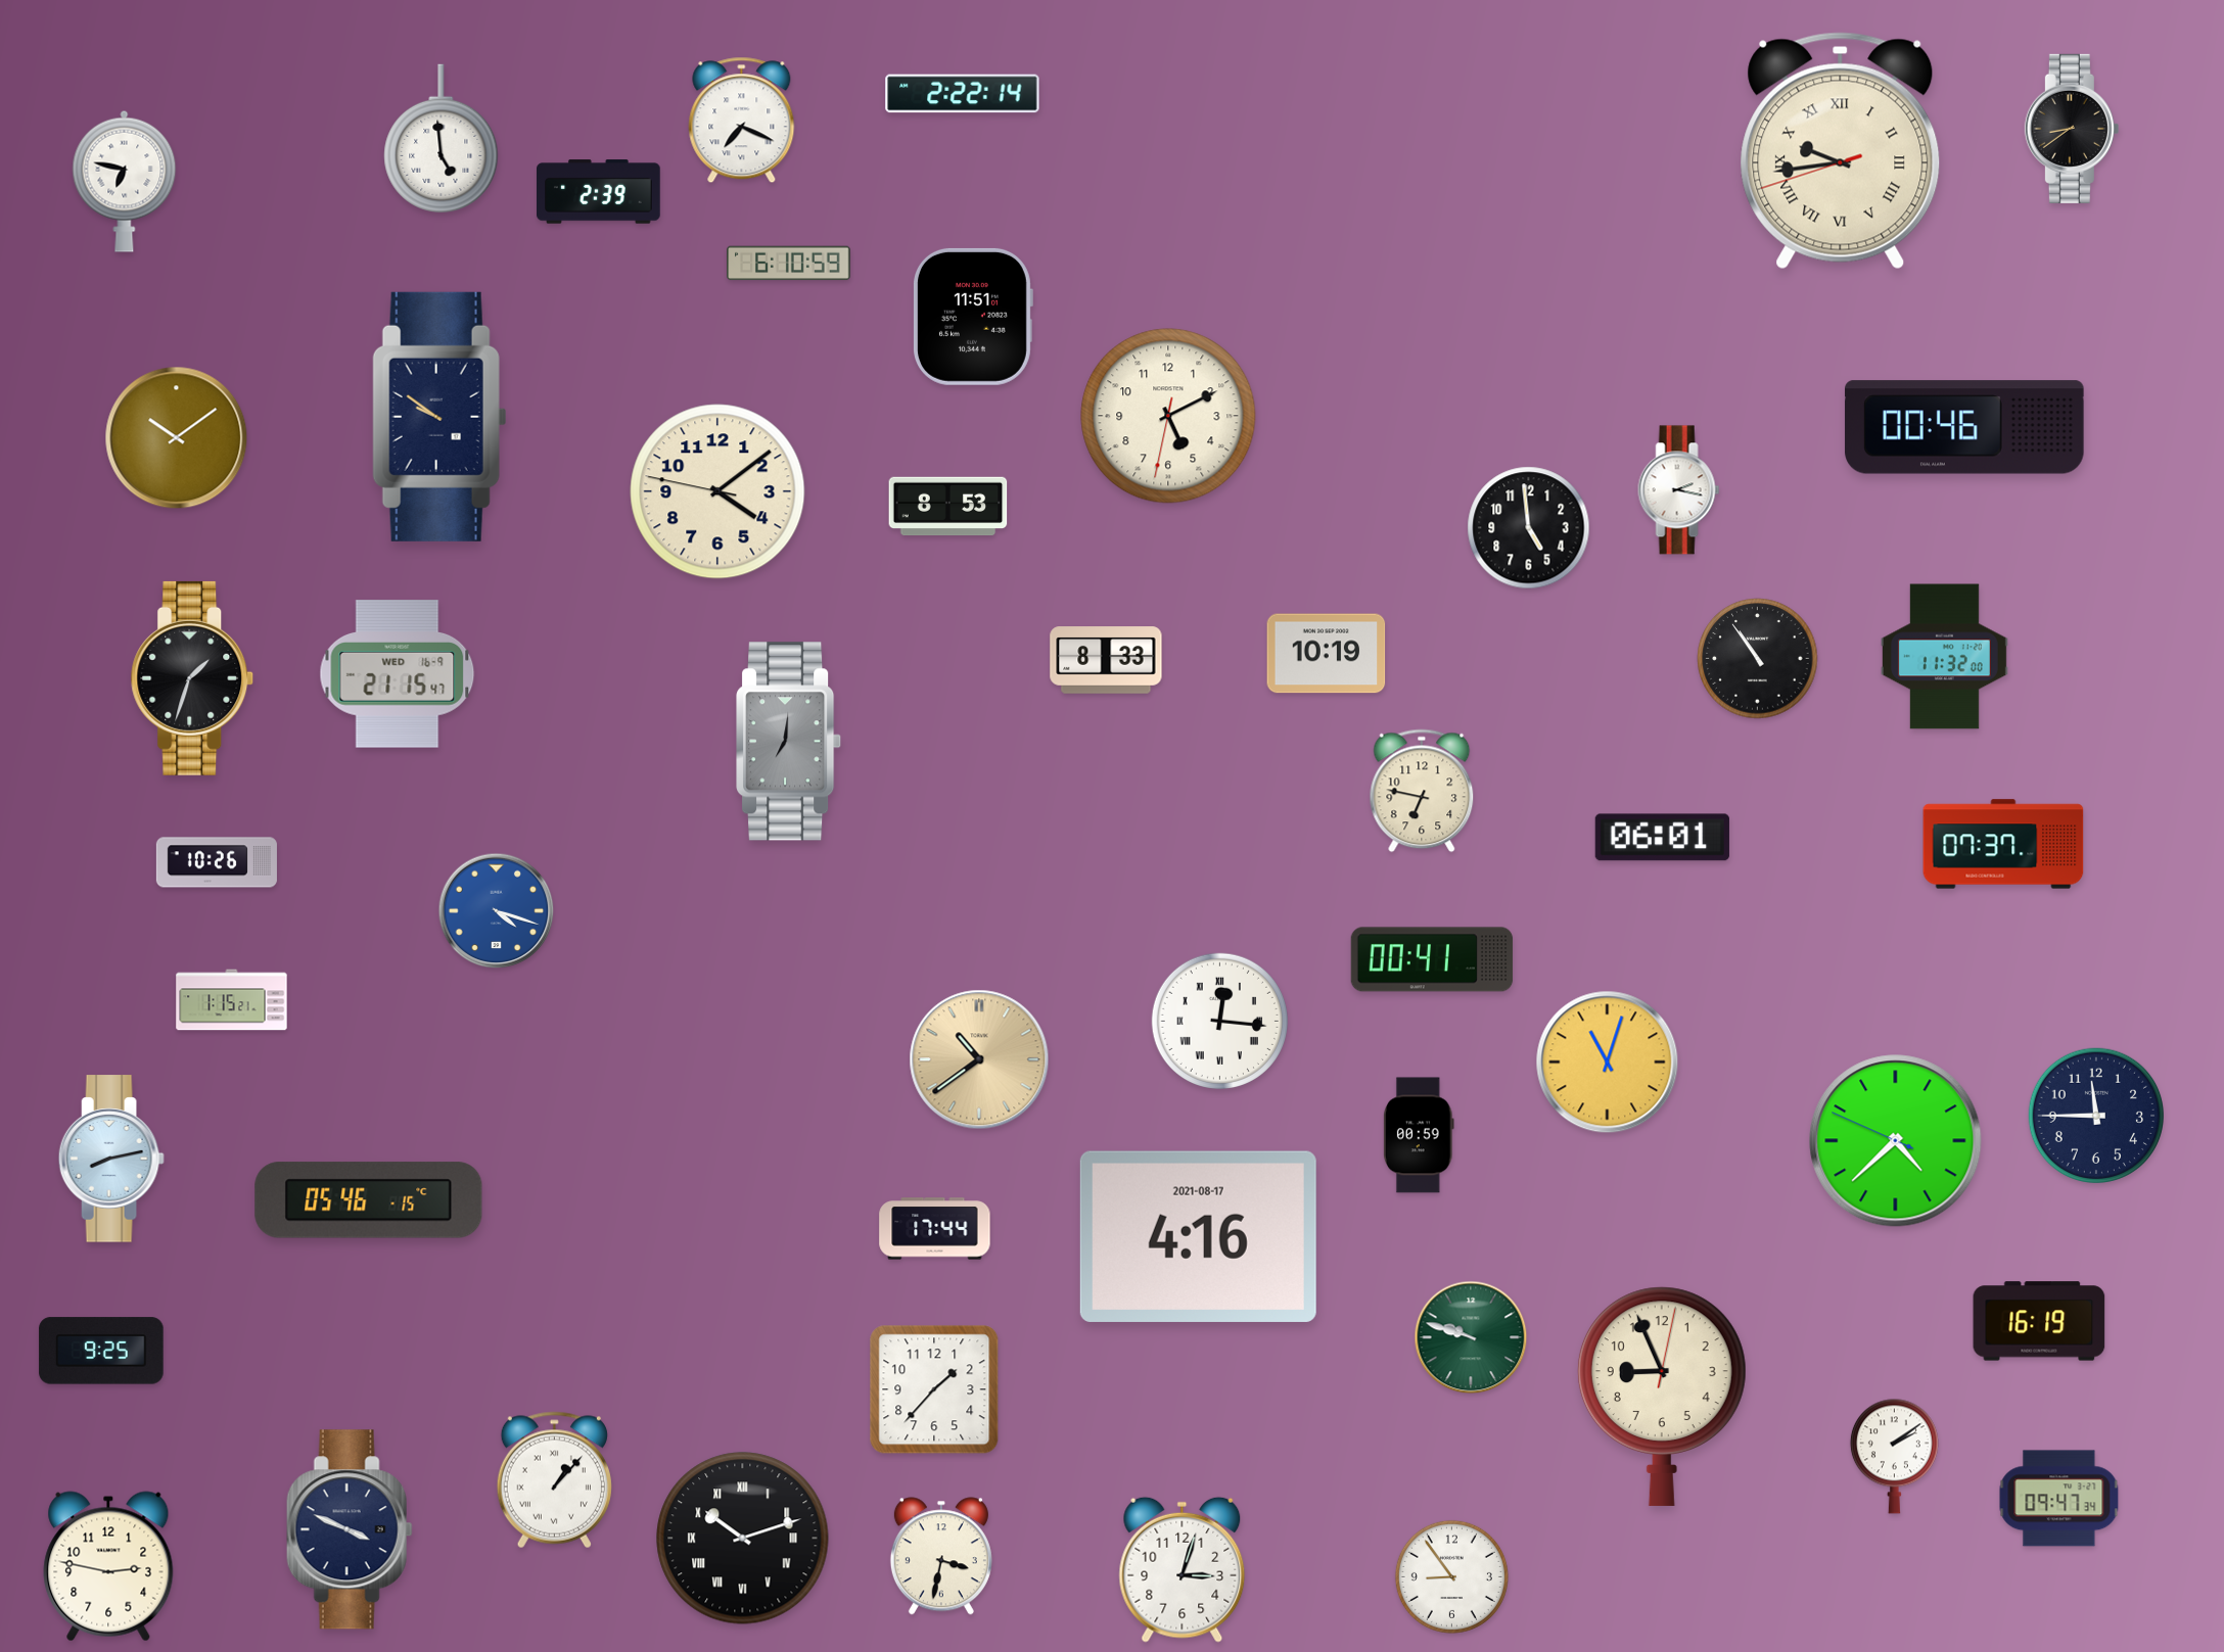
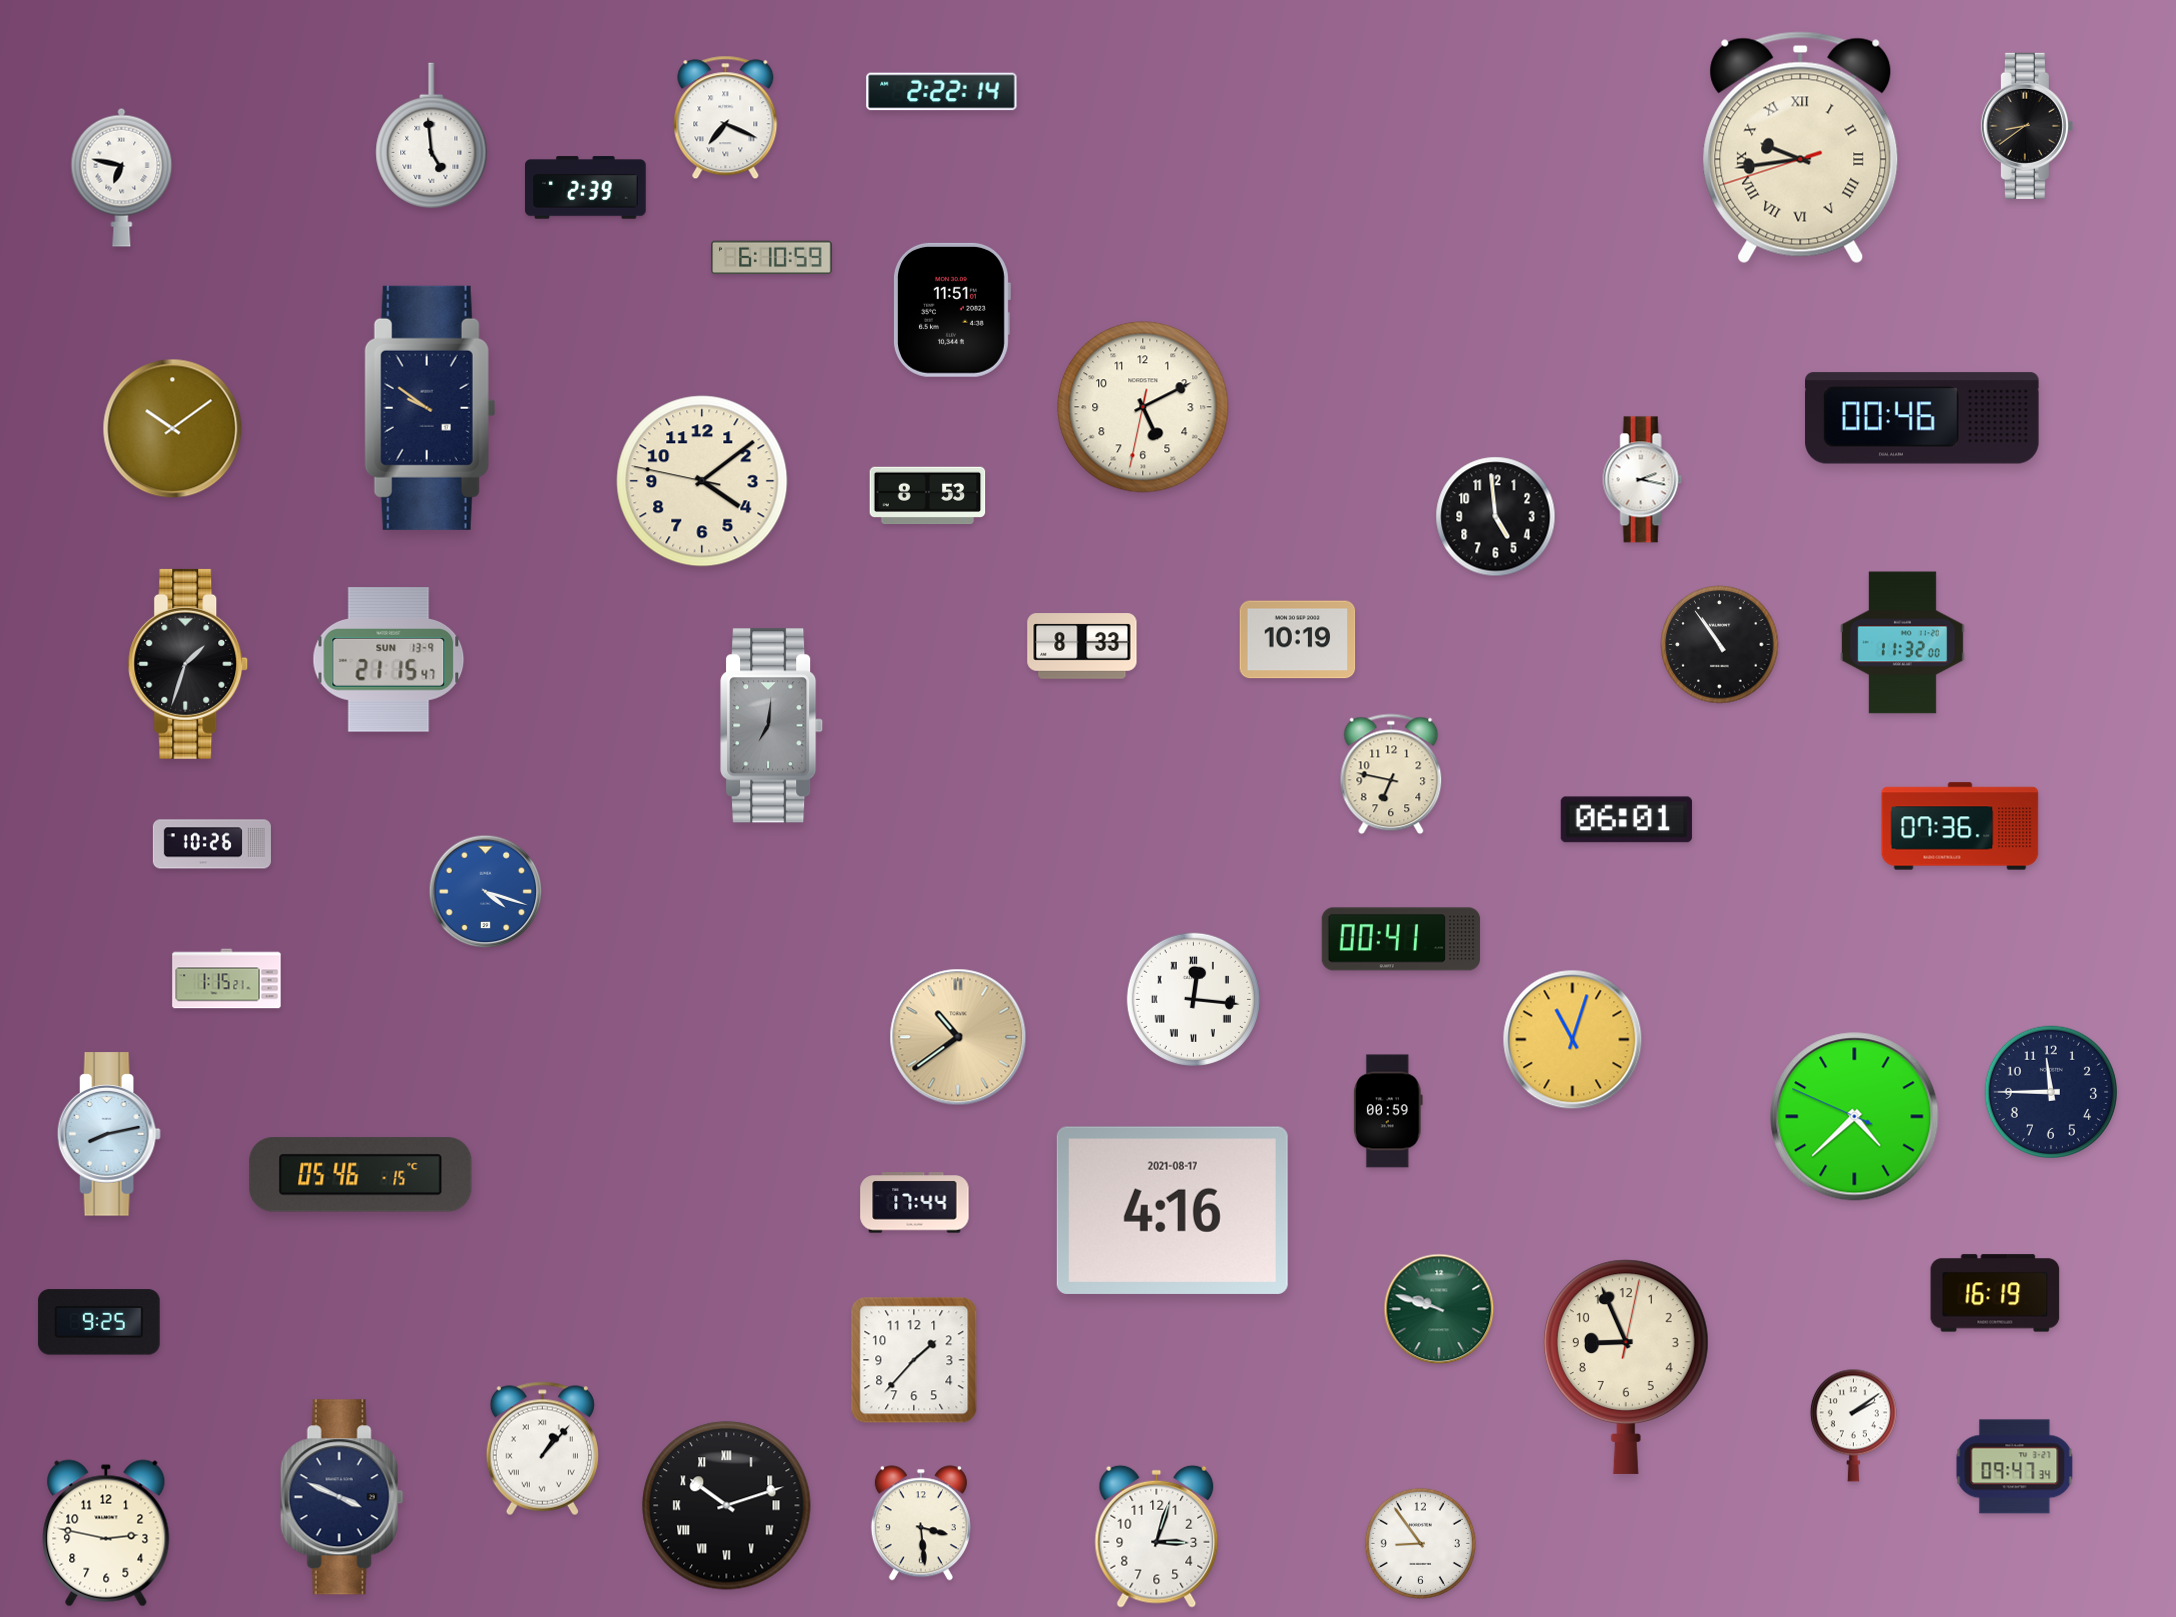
clock at (398, 674) date: WED 16-9 -> SUN 13-9
clock at (2003, 844): 07:37 -> 07:36
clock at (941, 1556): 3:32 -> 3:29
